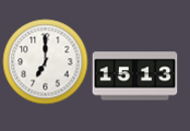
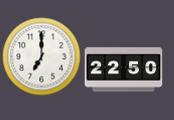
clock at (134, 76): 15:13 -> 22:50
